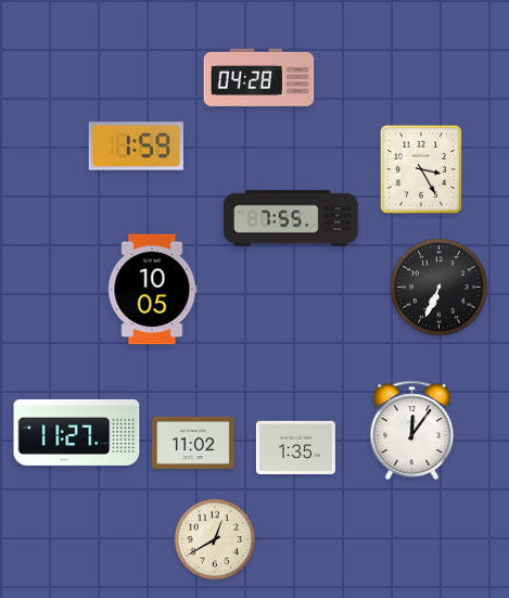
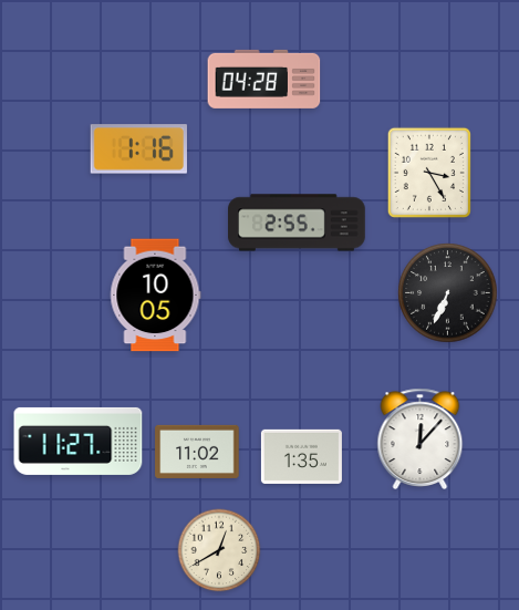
clock at (136, 147): 1:59 -> 1:16
clock at (291, 218): 7:55 -> 2:55
clock at (412, 430): 12:06 -> 12:07
